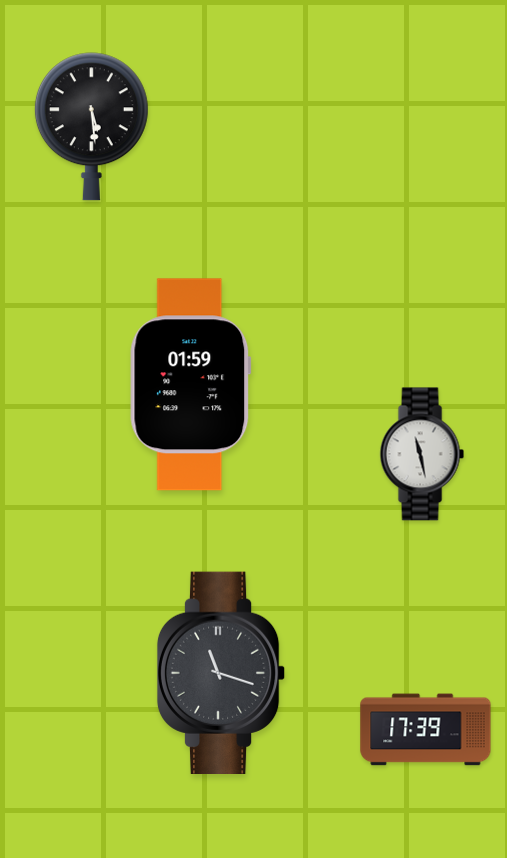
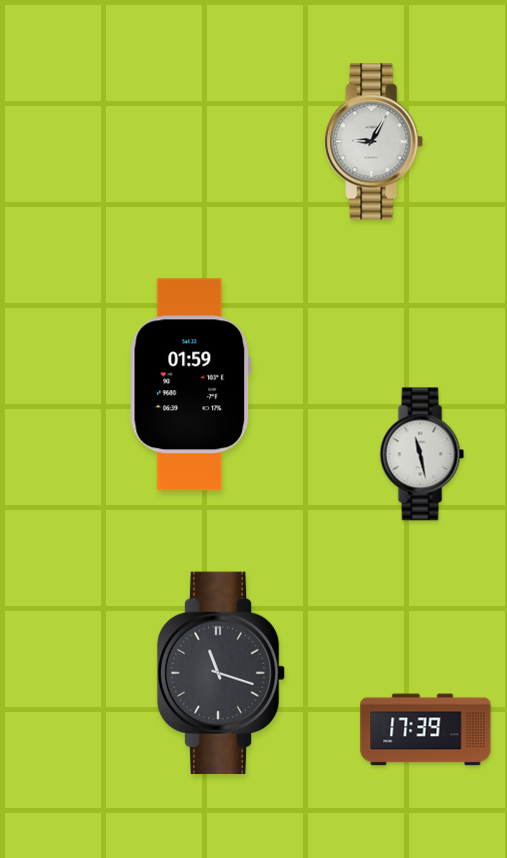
clock at (91, 127): 5:29 -> none
clock at (374, 142): none -> 9:05
